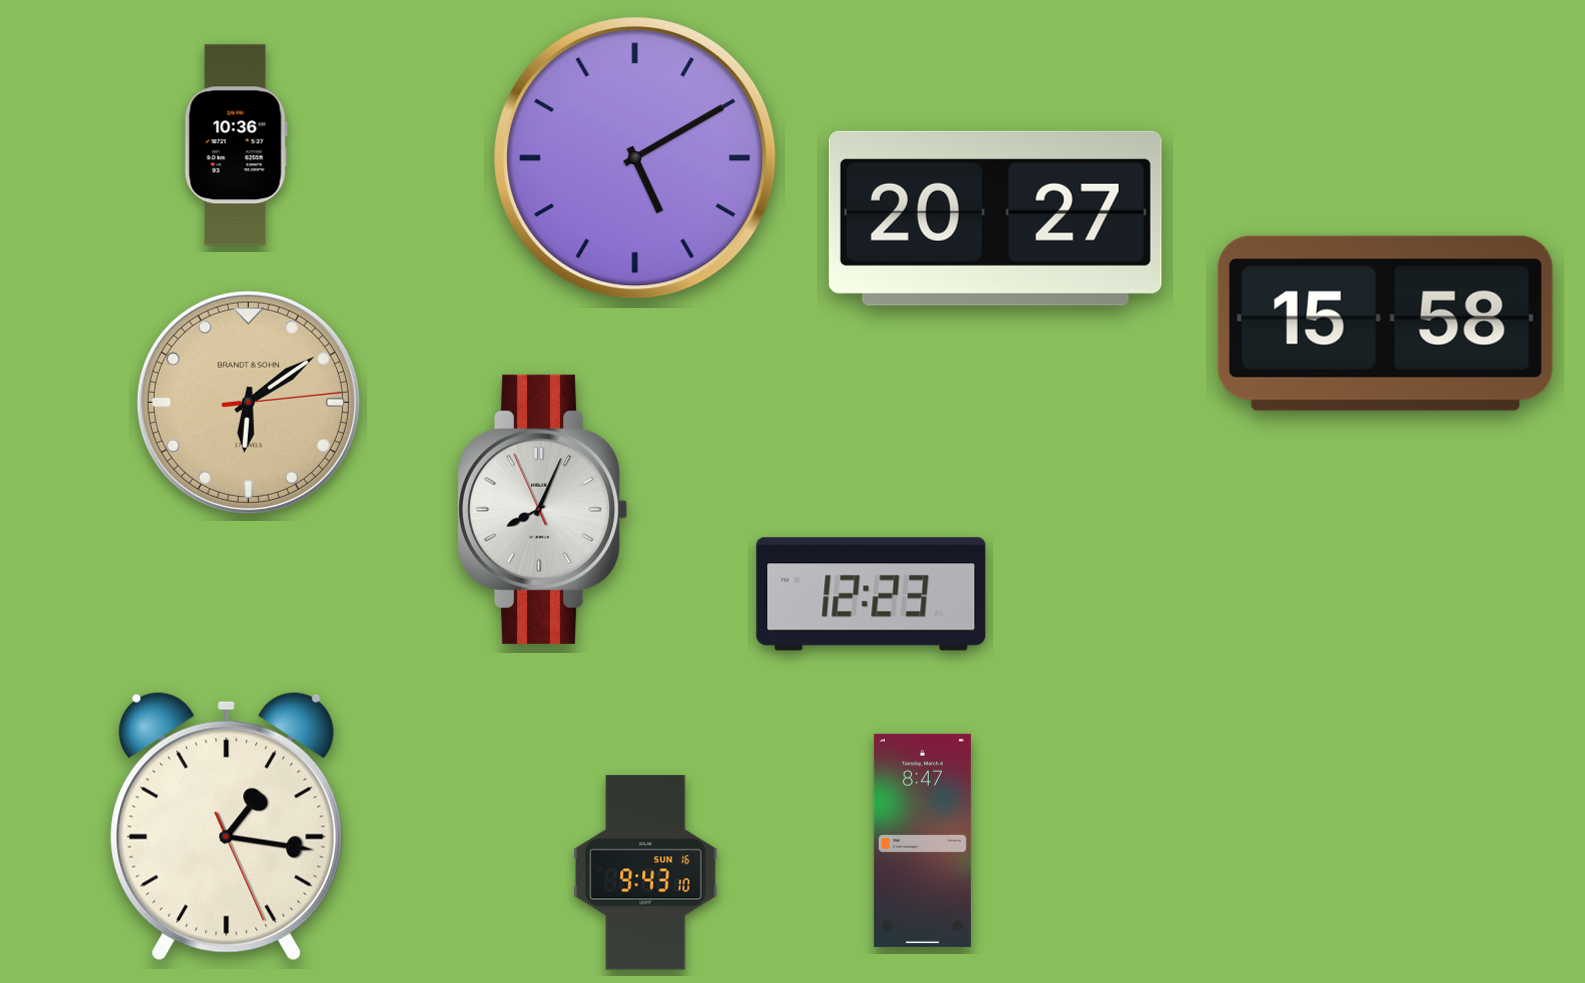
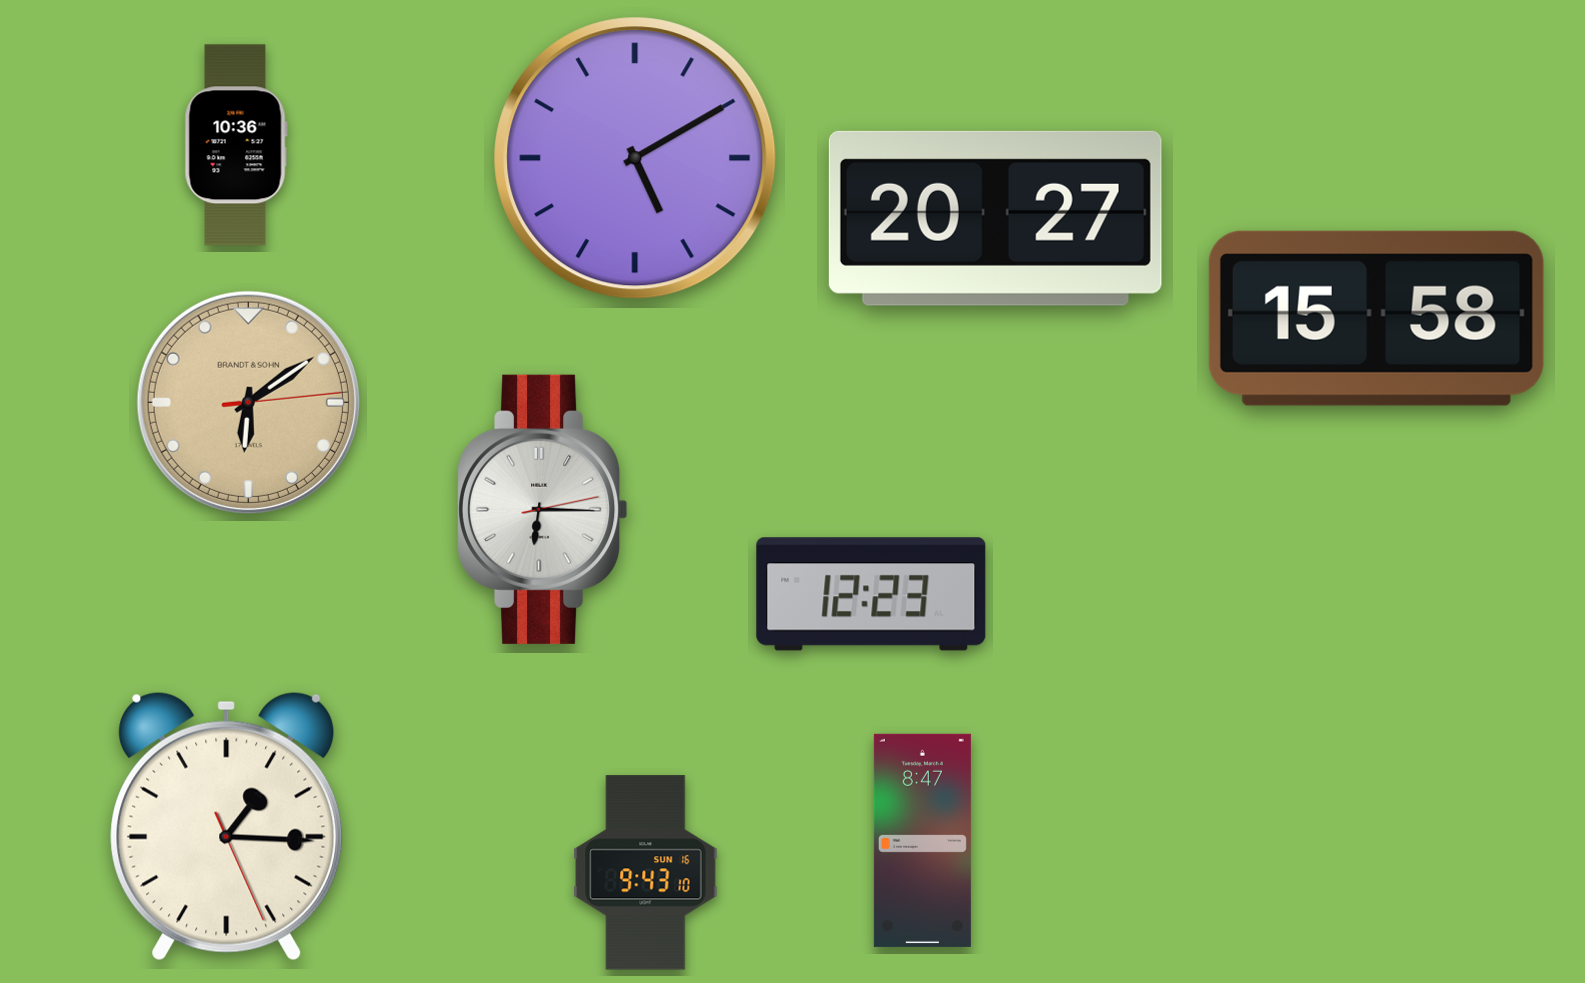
clock at (1385, 323) position: (1385, 323) -> (1376, 318)
clock at (543, 509): 8:03 -> 6:15
clock at (227, 826): 1:16 -> 1:15
